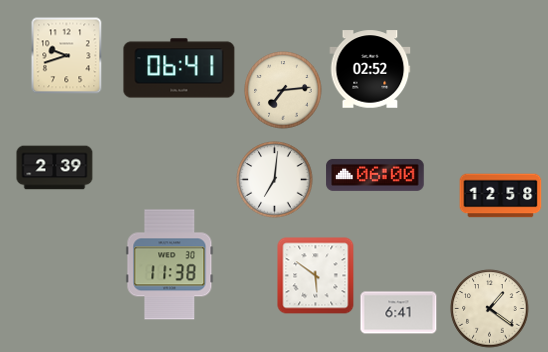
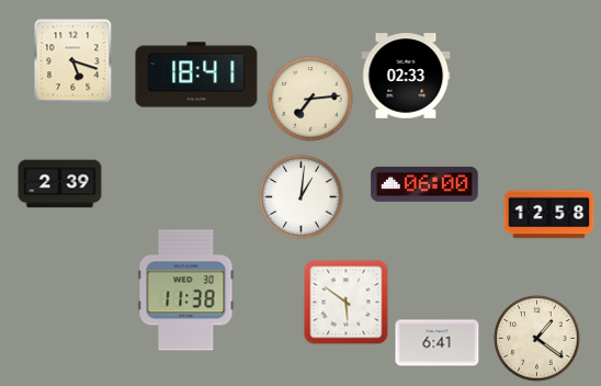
clock at (67, 55): 9:42 -> 5:18
clock at (179, 68): 06:41 -> 18:41
clock at (370, 69): 02:52 -> 02:33
clock at (375, 175) position: (375, 175) -> (424, 184)
clock at (275, 180): 7:01 -> 1:01
